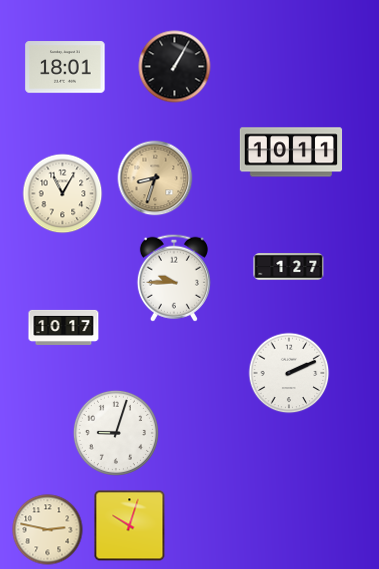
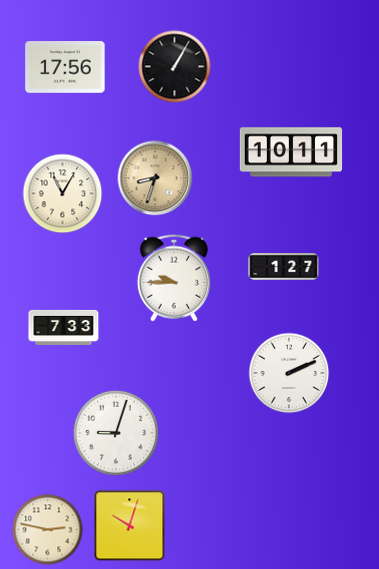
clock at (65, 67): 18:01 -> 17:56
clock at (289, 267) position: (289, 267) -> (284, 267)
clock at (64, 327): 10:17 -> 7:33
